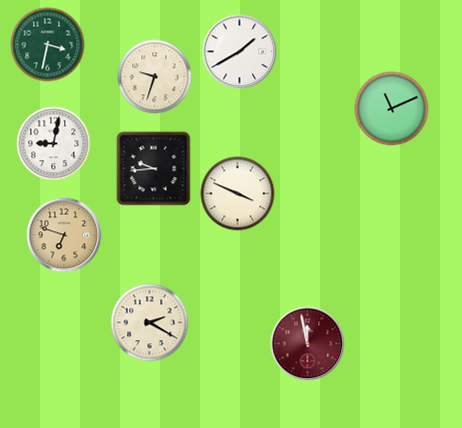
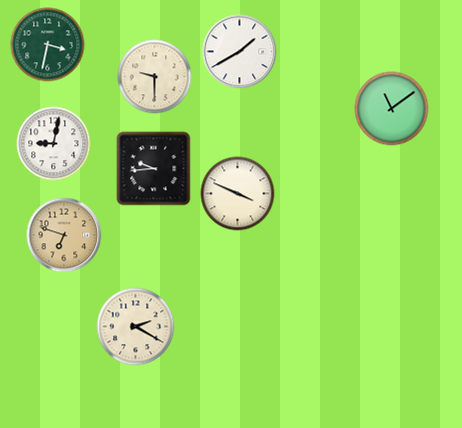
clock at (155, 77): 9:33 -> 9:30
clock at (392, 109): 11:11 -> 11:09
clock at (150, 323) position: (150, 323) -> (136, 327)
clock at (308, 344): 11:58 -> none
